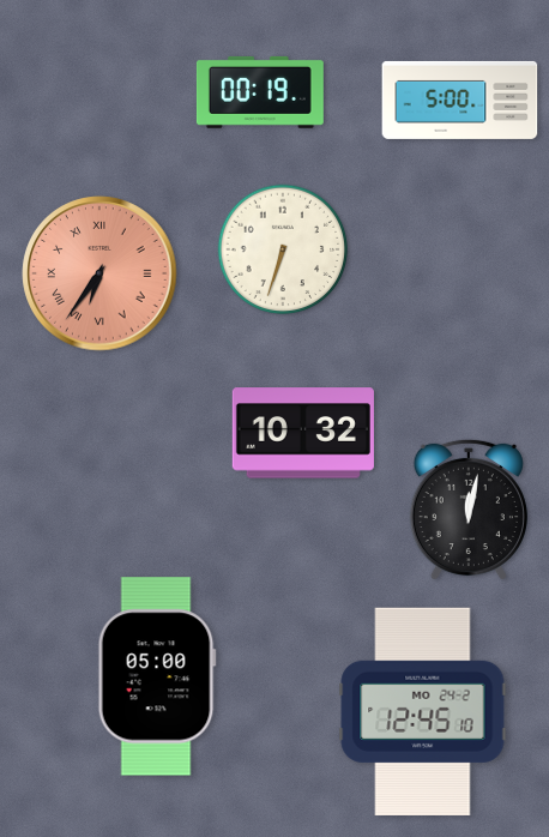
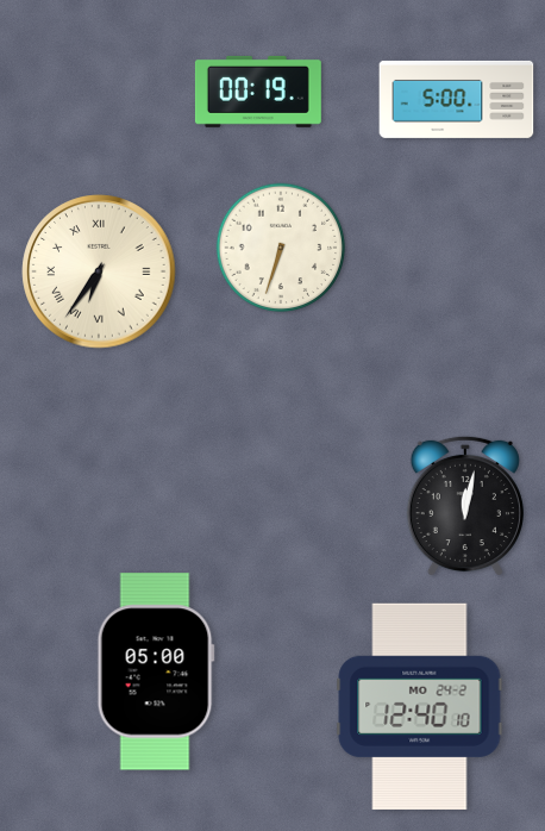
clock at (99, 273) dial: salmon -> cream
clock at (303, 433): 10:32 -> none
clock at (423, 711): 12:45 -> 12:40
